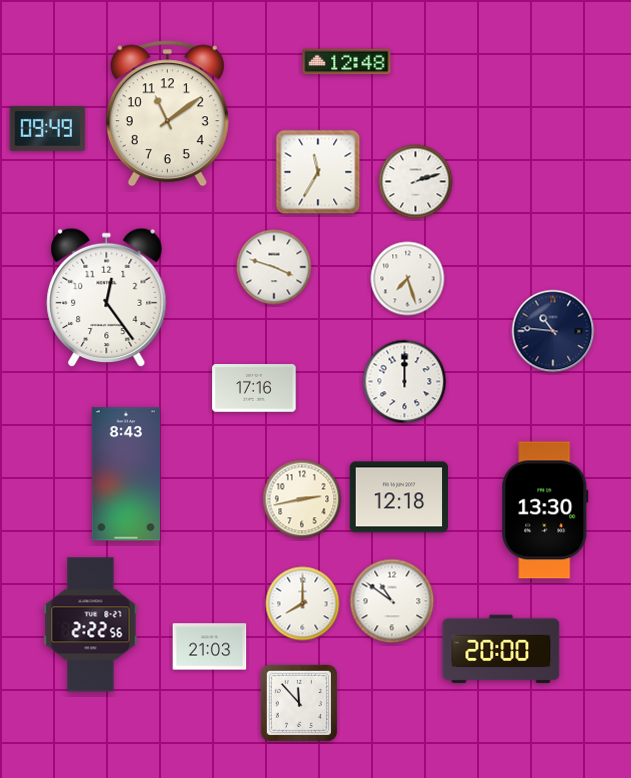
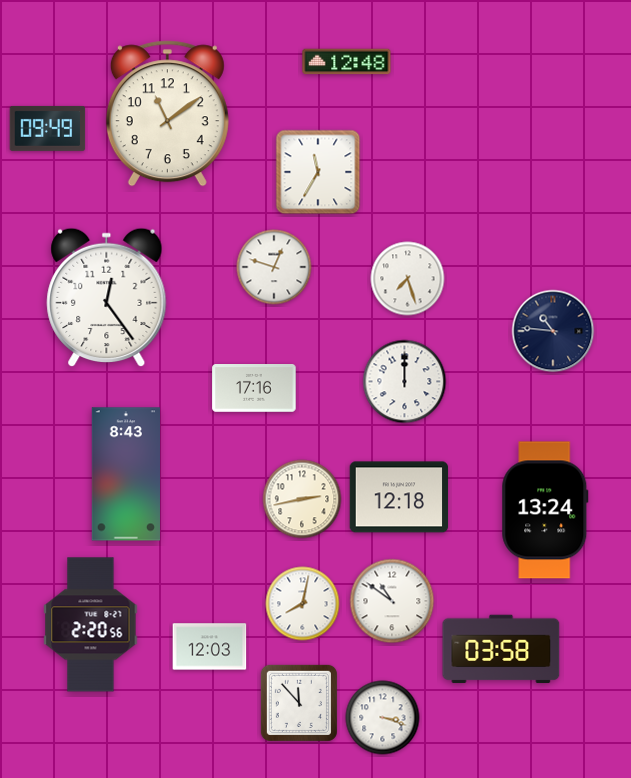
clock at (416, 182): 2:12 -> none
clock at (274, 267): 3:48 -> 12:48
clock at (545, 510): 13:30 -> 13:24
clock at (303, 604): 8:00 -> 8:02
clock at (91, 625): 2:22 -> 2:20
clock at (210, 647): 21:03 -> 12:03
clock at (501, 649): 20:00 -> 03:58
clock at (383, 718): none -> 3:18
